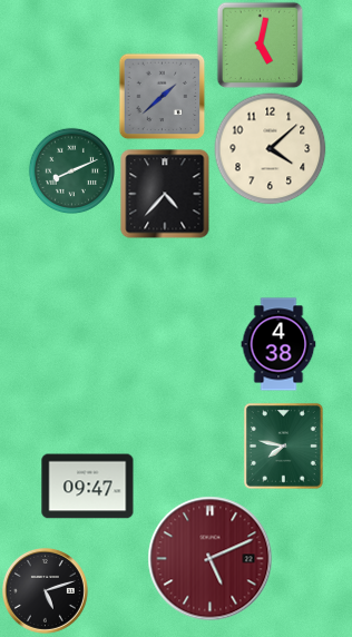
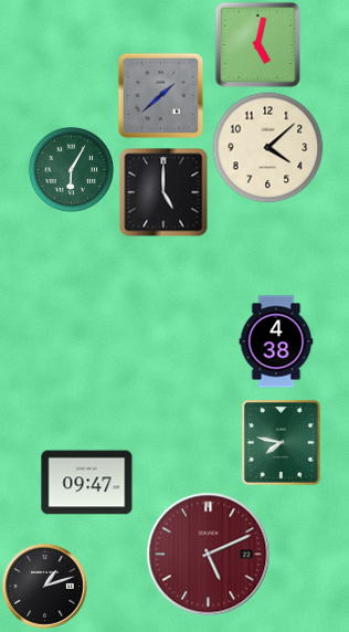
clock at (71, 170): 8:11 -> 6:05
clock at (165, 194): 4:37 -> 5:00
clock at (45, 590): 5:12 -> 1:12
